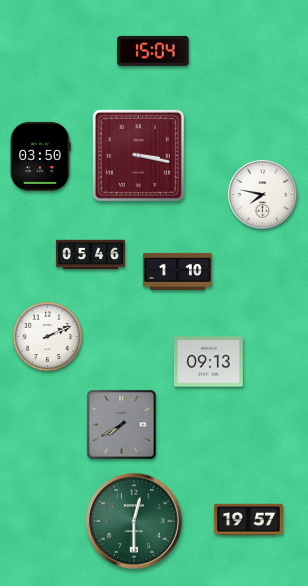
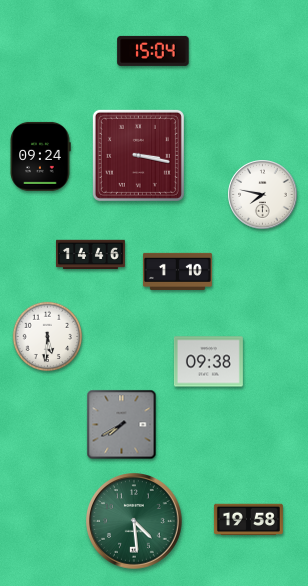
clock at (40, 156): 03:50 -> 09:24
clock at (90, 255): 05:46 -> 14:46
clock at (48, 337): 2:11 -> 5:31
clock at (208, 362): 09:13 -> 09:38
clock at (248, 520): 19:57 -> 19:58
clock at (135, 522): 12:30 -> 4:29
